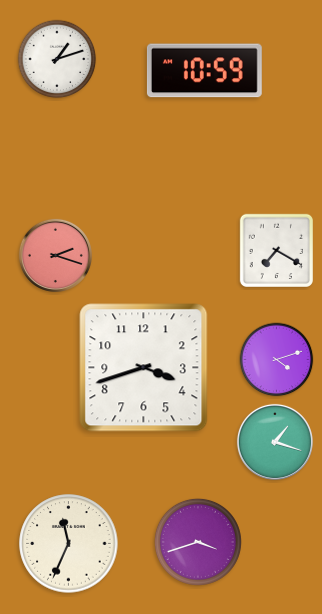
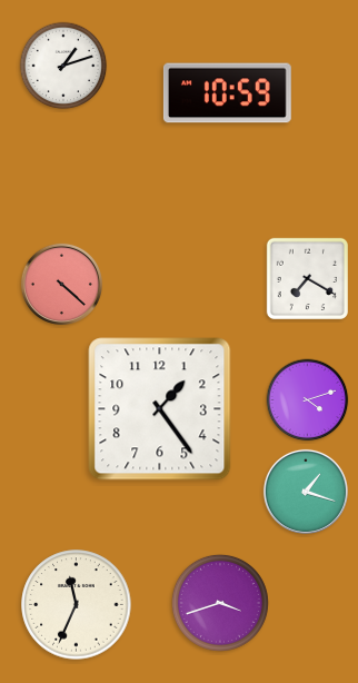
clock at (204, 71) position: (204, 71) -> (227, 93)
clock at (55, 255): 2:18 -> 4:22
clock at (144, 368): 3:42 -> 1:24
